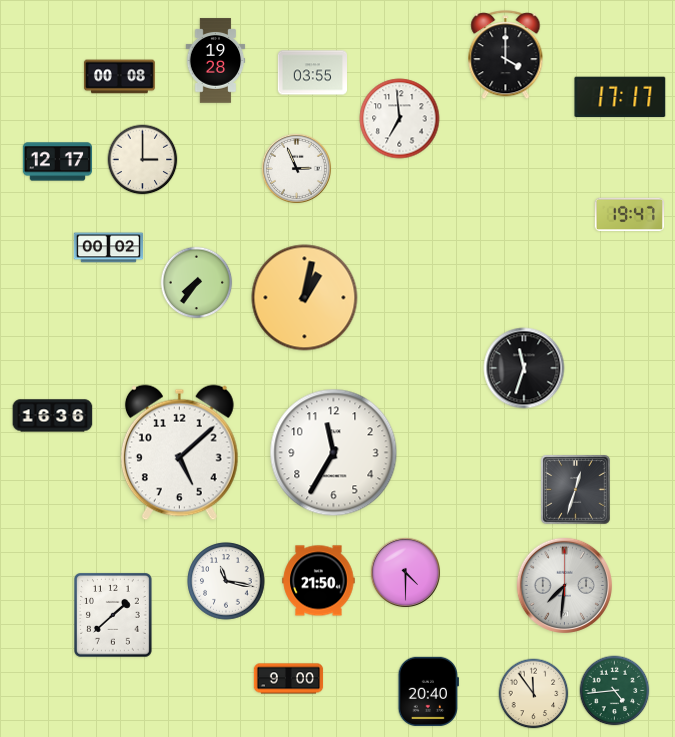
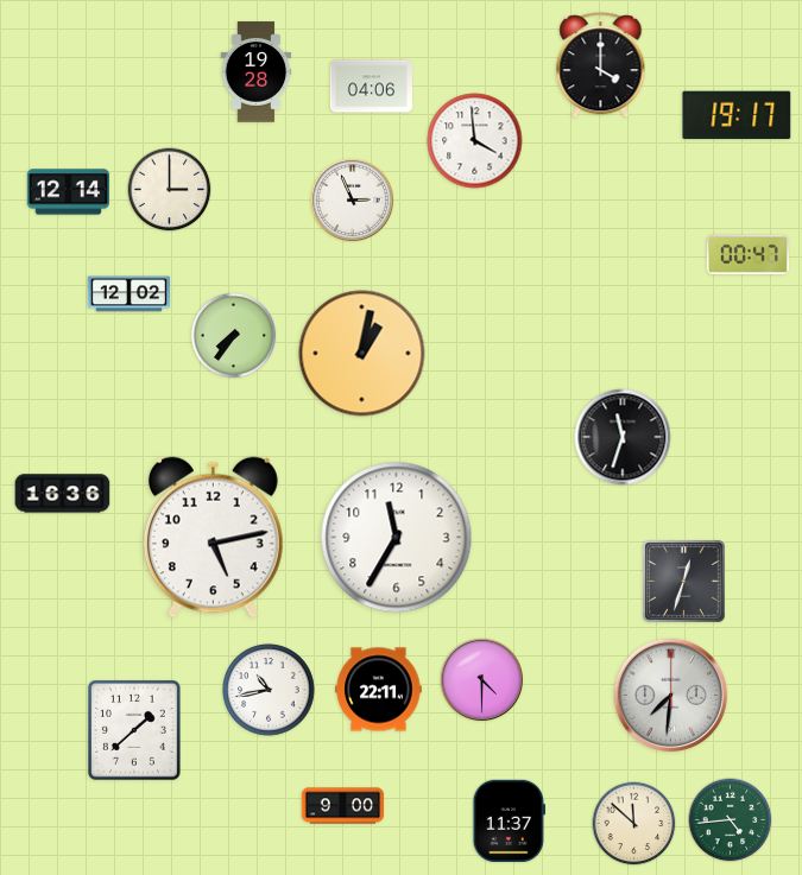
clock at (312, 73): 03:55 -> 04:06
clock at (119, 77): 00:08 -> none
clock at (620, 97): 17:17 -> 19:17
clock at (400, 119): 6:59 -> 3:59
clock at (57, 162): 12:17 -> 12:14
clock at (629, 215): 19:47 -> 00:47
clock at (109, 248): 00:02 -> 12:02
clock at (179, 453): 5:08 -> 5:13
clock at (226, 581): 11:17 -> 10:43
clock at (319, 581): 21:50 -> 22:11
clock at (428, 691): 20:40 -> 11:37
clock at (534, 694): 11:54 -> 11:52
